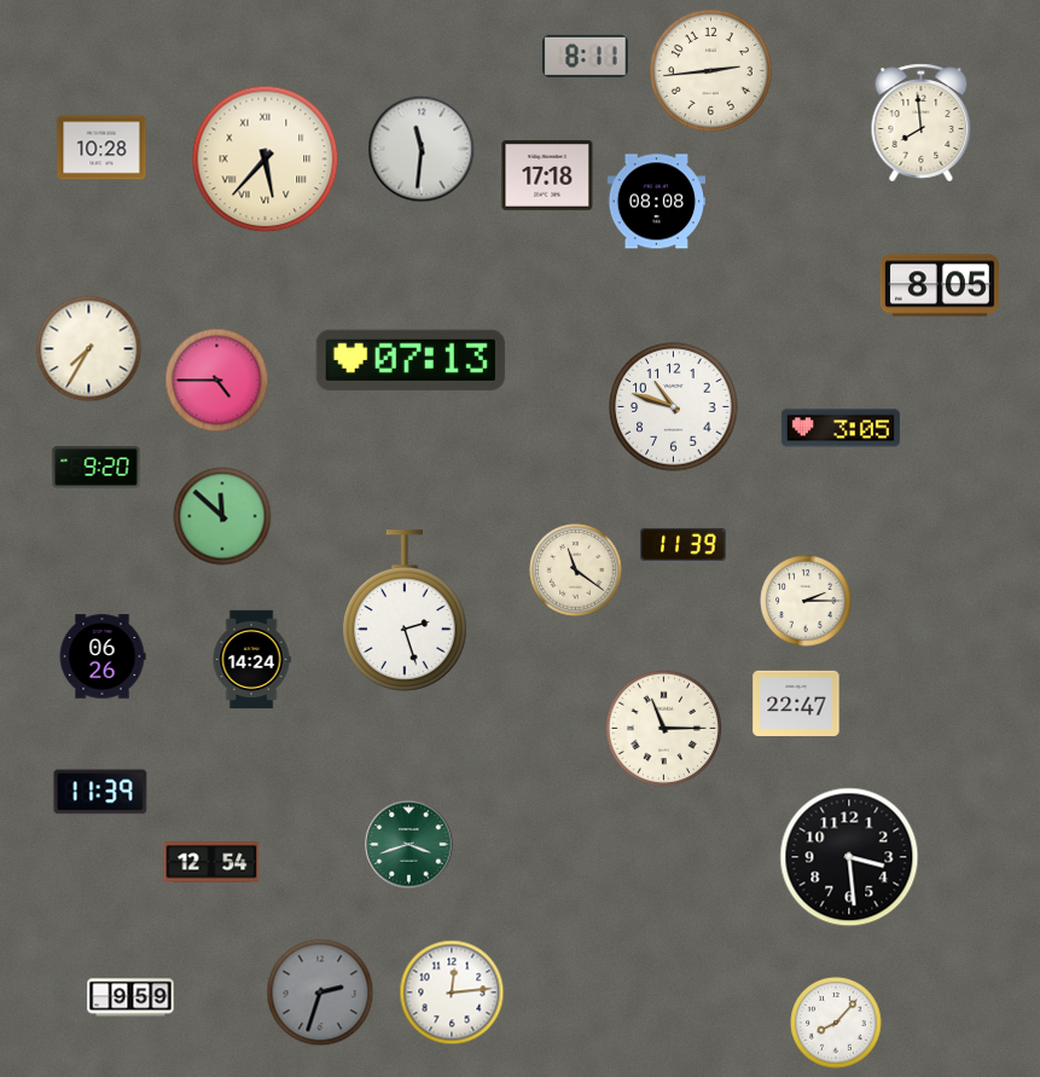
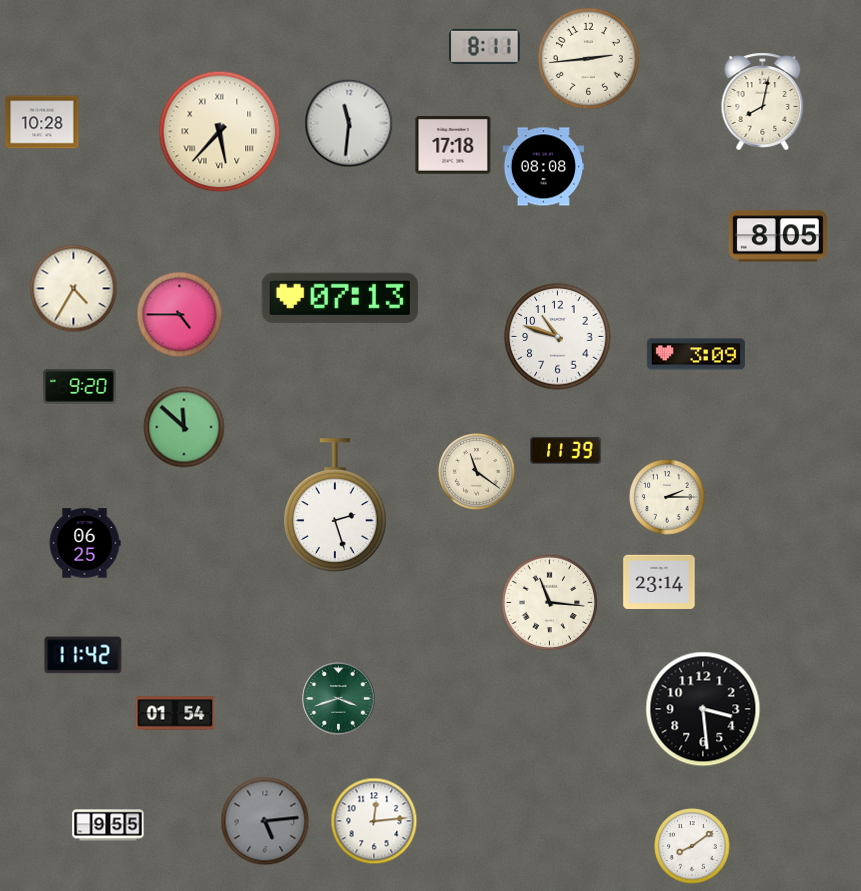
clock at (922, 123): 7:59 -> 8:02
clock at (101, 147) position: (101, 147) -> (42, 122)
clock at (89, 349): 7:35 -> 4:35
clock at (841, 428): 3:05 -> 3:09
clock at (103, 656): 06:26 -> 06:25
clock at (251, 660): 14:24 -> none
clock at (796, 702): 22:47 -> 23:14
clock at (664, 729): 11:15 -> 11:16
clock at (100, 792): 11:39 -> 11:42
clock at (211, 862): 12:54 -> 01:54
clock at (320, 992): 2:33 -> 5:14
clock at (130, 997): 9:59 -> 9:55
clock at (836, 1023): 8:07 -> 8:09
